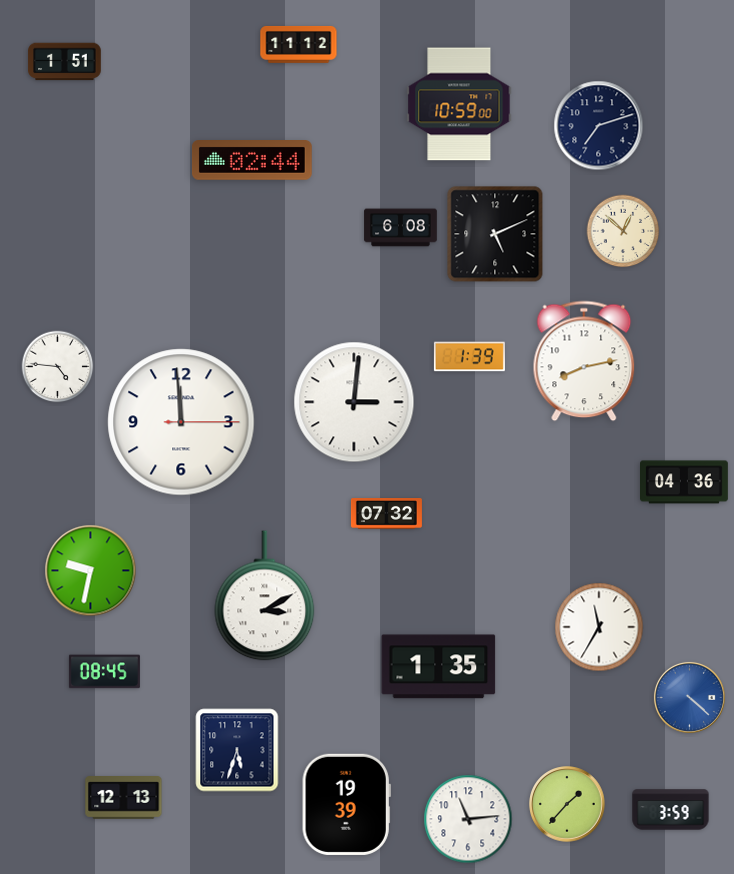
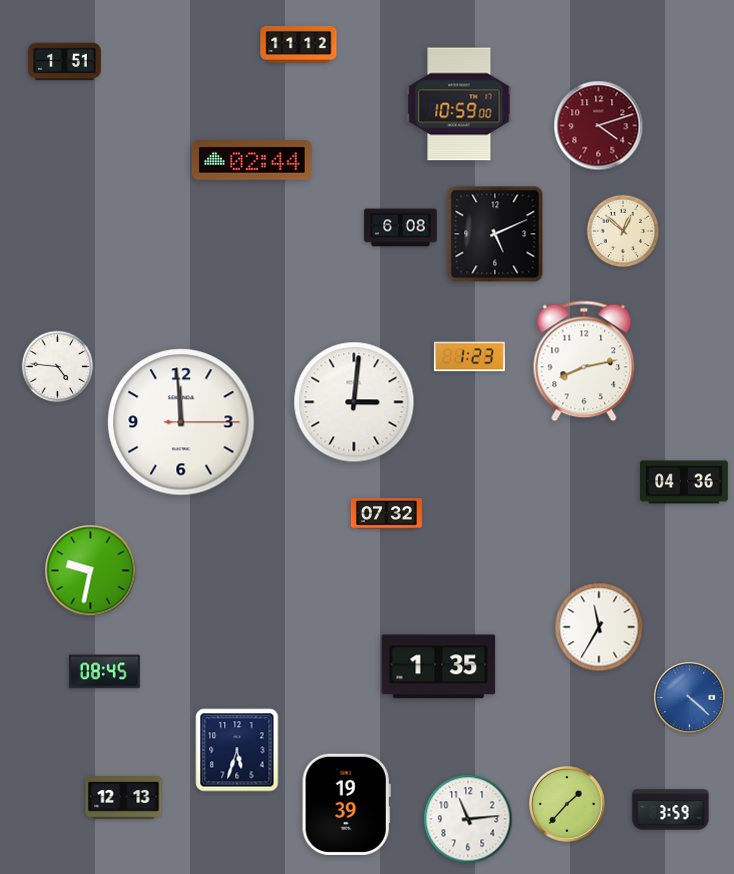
clock at (599, 126): 7:12 -> 4:12
clock at (599, 126) dial: navy -> burgundy
clock at (469, 357): 1:39 -> 1:23
clock at (265, 596): 3:10 -> none
